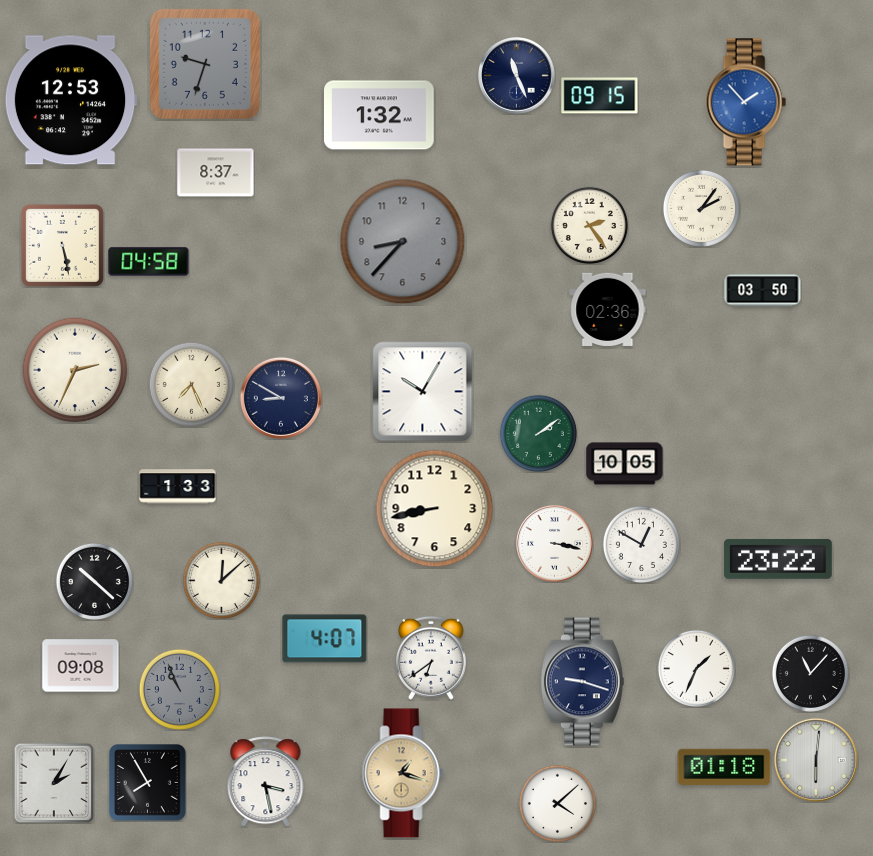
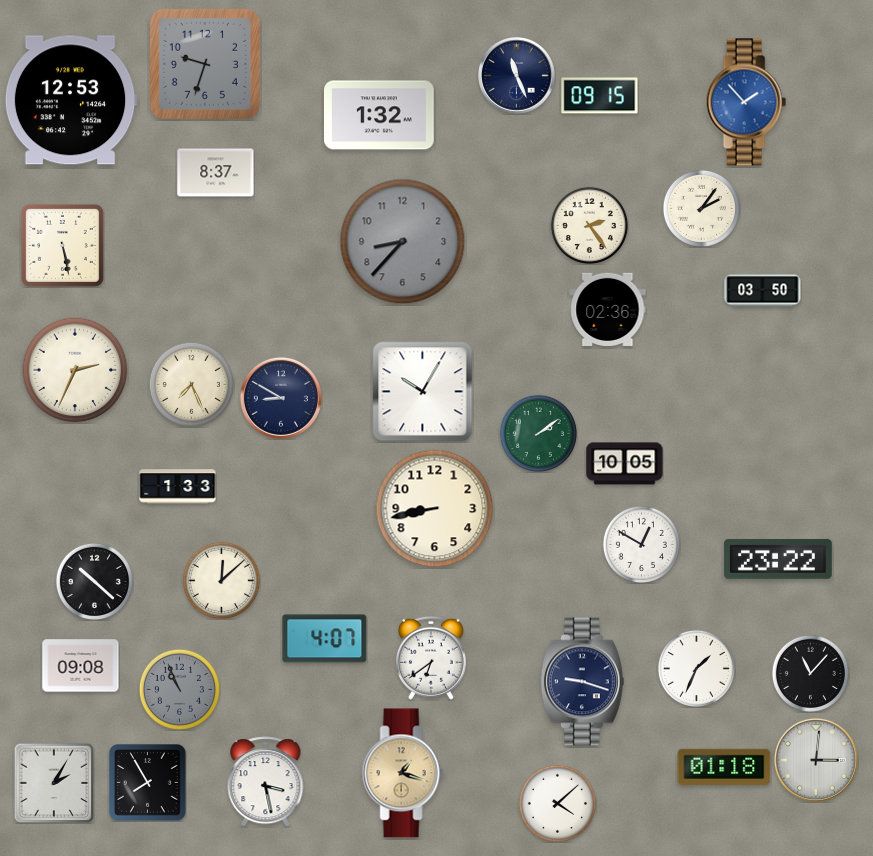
clock at (149, 262): 04:58 -> none
clock at (555, 544): 3:17 -> none
clock at (816, 760): 6:01 -> 3:01
